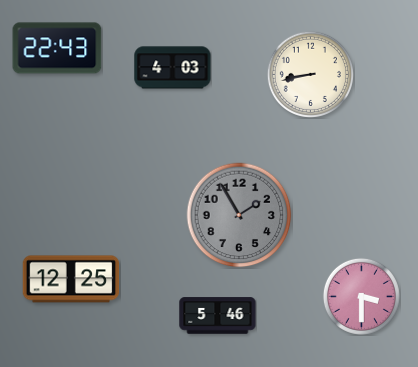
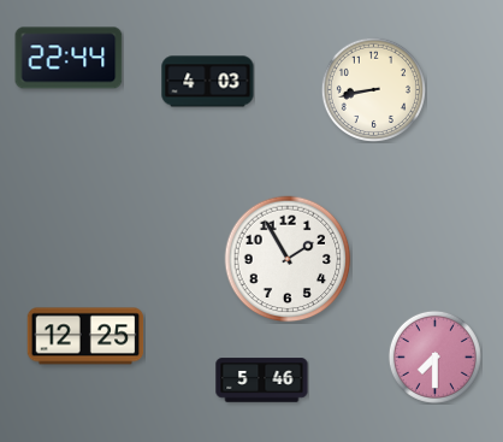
clock at (57, 48): 22:43 -> 22:44
clock at (239, 215) dial: grey -> white
clock at (361, 296): 3:30 -> 7:30
